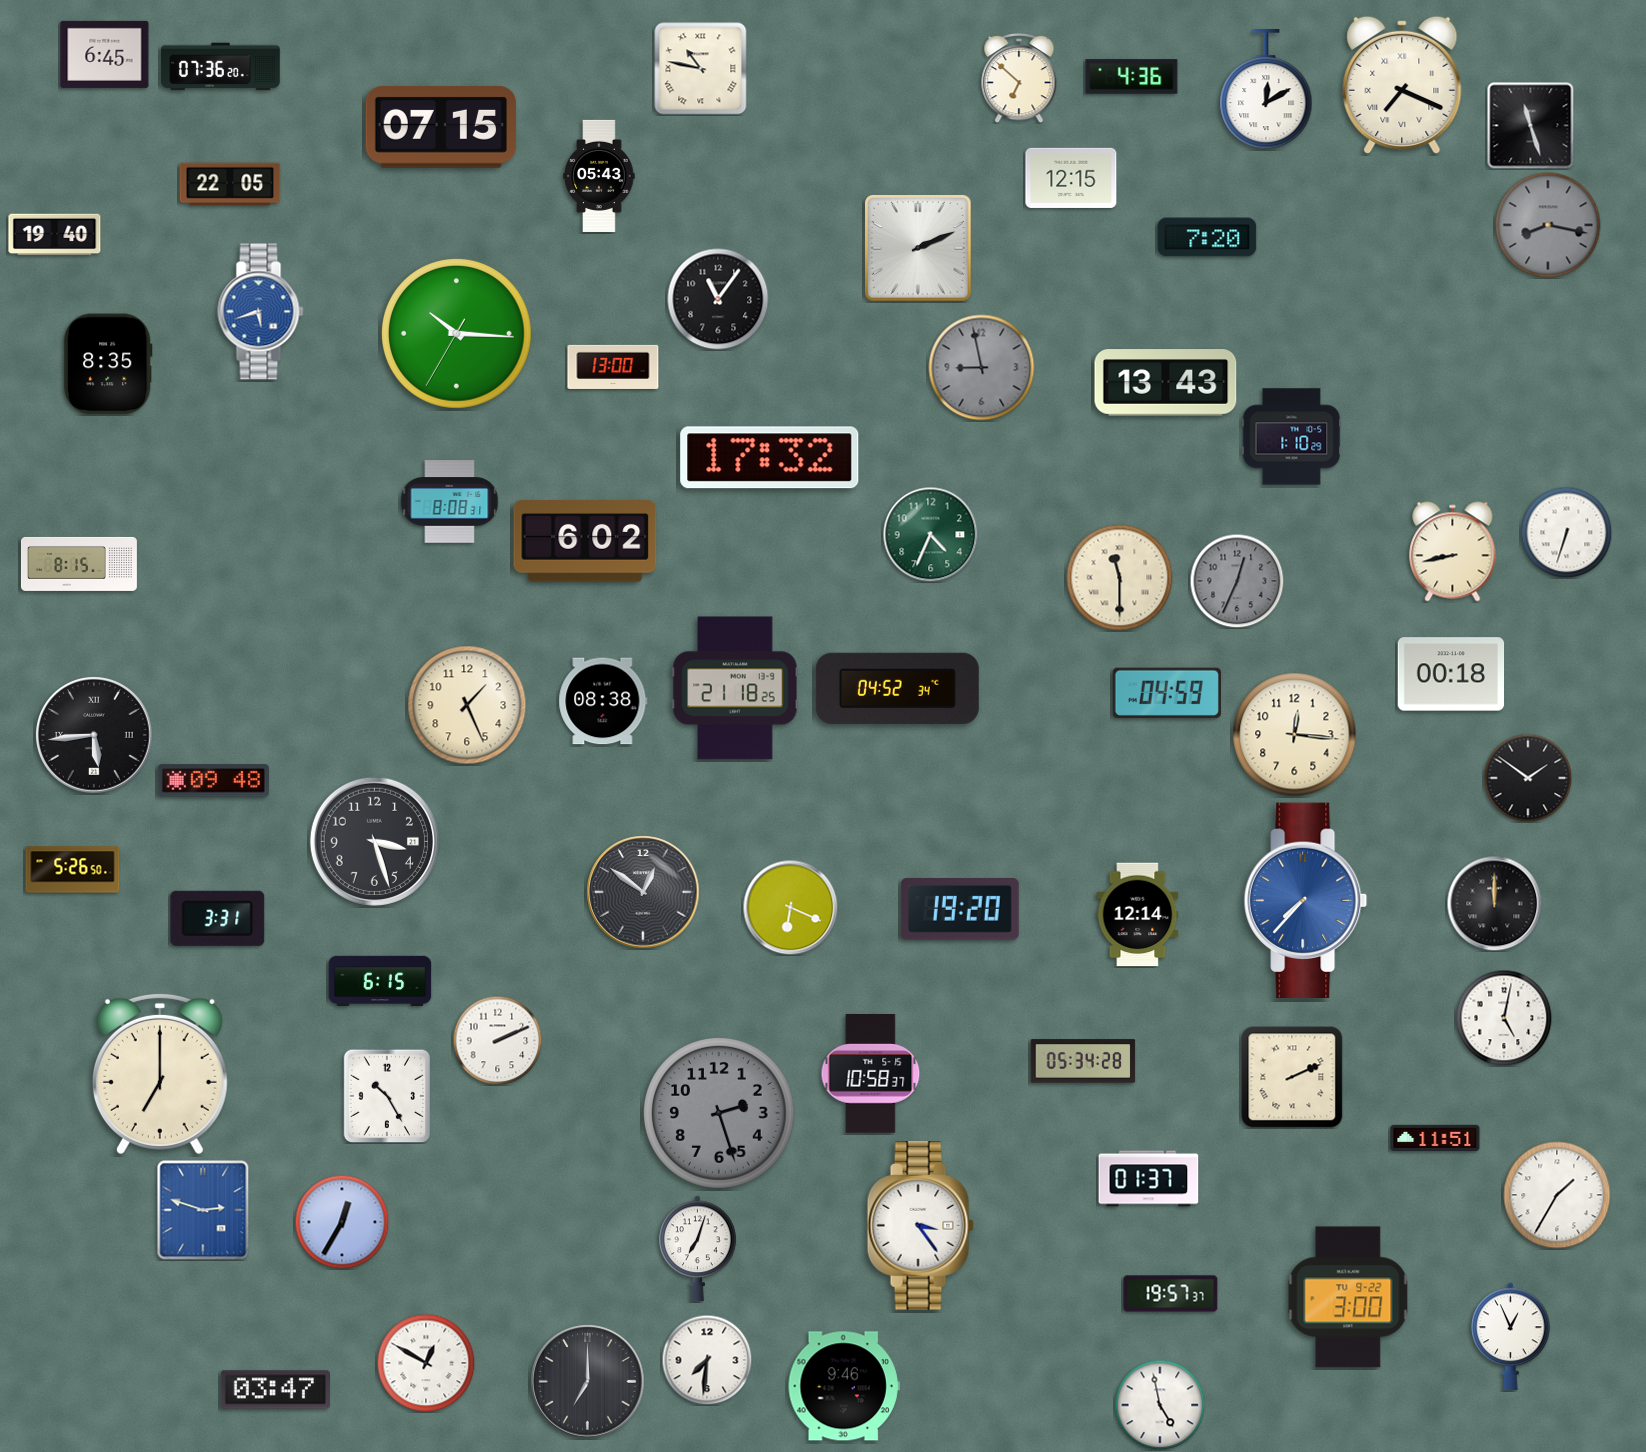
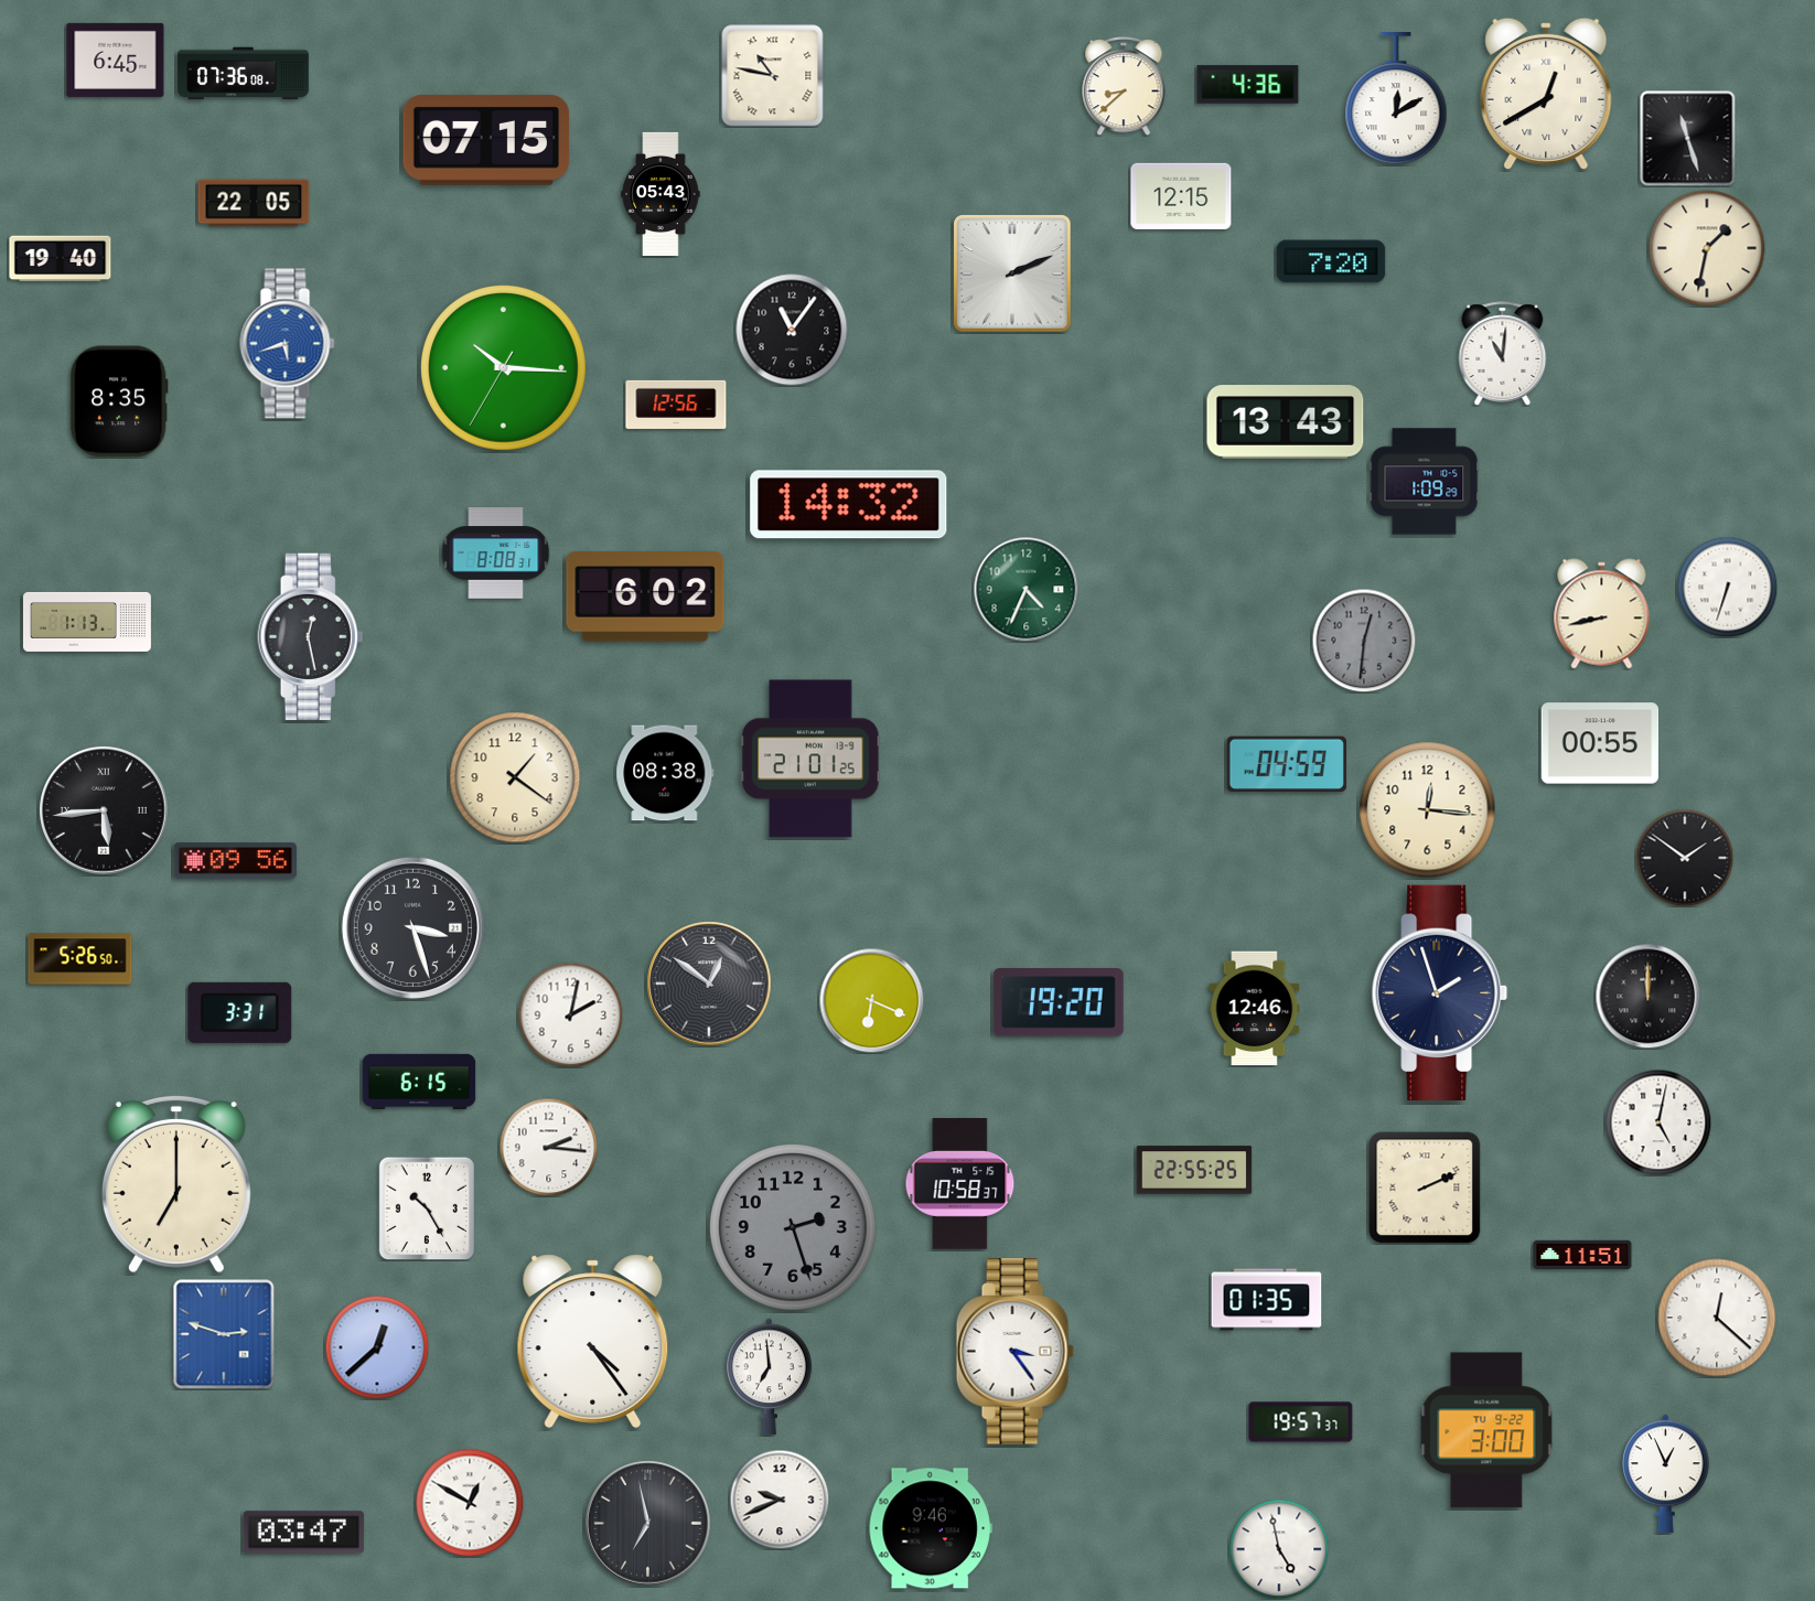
clock at (221, 67): 07:36:20 -> 07:36:08
clock at (1019, 79): 6:52 -> 8:38
clock at (1402, 85): 7:19 -> 12:40
clock at (1548, 225): 8:17 -> 1:32
clock at (1548, 225) dial: grey -> cream
clock at (1503, 354): none -> 11:01
clock at (613, 367): 13:00 -> 12:56
clock at (982, 368): 8:58 -> none
clock at (1292, 437): 1:10 -> 1:09
clock at (770, 458): 17:32 -> 14:32
clock at (1453, 552) position: (1453, 552) -> (1602, 614)
clock at (79, 564): 8:15 -> 1:13
clock at (311, 637): none -> 12:28
clock at (1120, 578): 11:30 -> none
clock at (1237, 581): 12:34 -> 12:31
clock at (1451, 674): 00:18 -> 00:55
clock at (735, 688): 21:18 -> 21:01
clock at (897, 688): 04:52 -> none
clock at (467, 705): 1:26 -> 1:21
clock at (213, 781): 09:48 -> 09:56
clock at (1306, 900): 7:37 -> 1:57
clock at (1306, 900) dial: blue -> navy
clock at (1138, 915): 12:14 -> 12:46
clock at (570, 1014): none -> 2:02
clock at (497, 1040): 2:11 -> 2:16
clock at (1083, 1061): 05:34 -> 22:55
clock at (1149, 1179): 01:37 -> 01:35
clock at (1557, 1195): 1:35 -> 12:22
clock at (593, 1341): none -> 4:24
clock at (342, 1222): 12:35 -> 12:38
clock at (698, 1249): 7:03 -> 6:59
clock at (1171, 1294) position: (1171, 1294) -> (1301, 1422)
clock at (707, 1360): 7:31 -> 9:41
clock at (588, 1382): 7:00 -> 6:58
